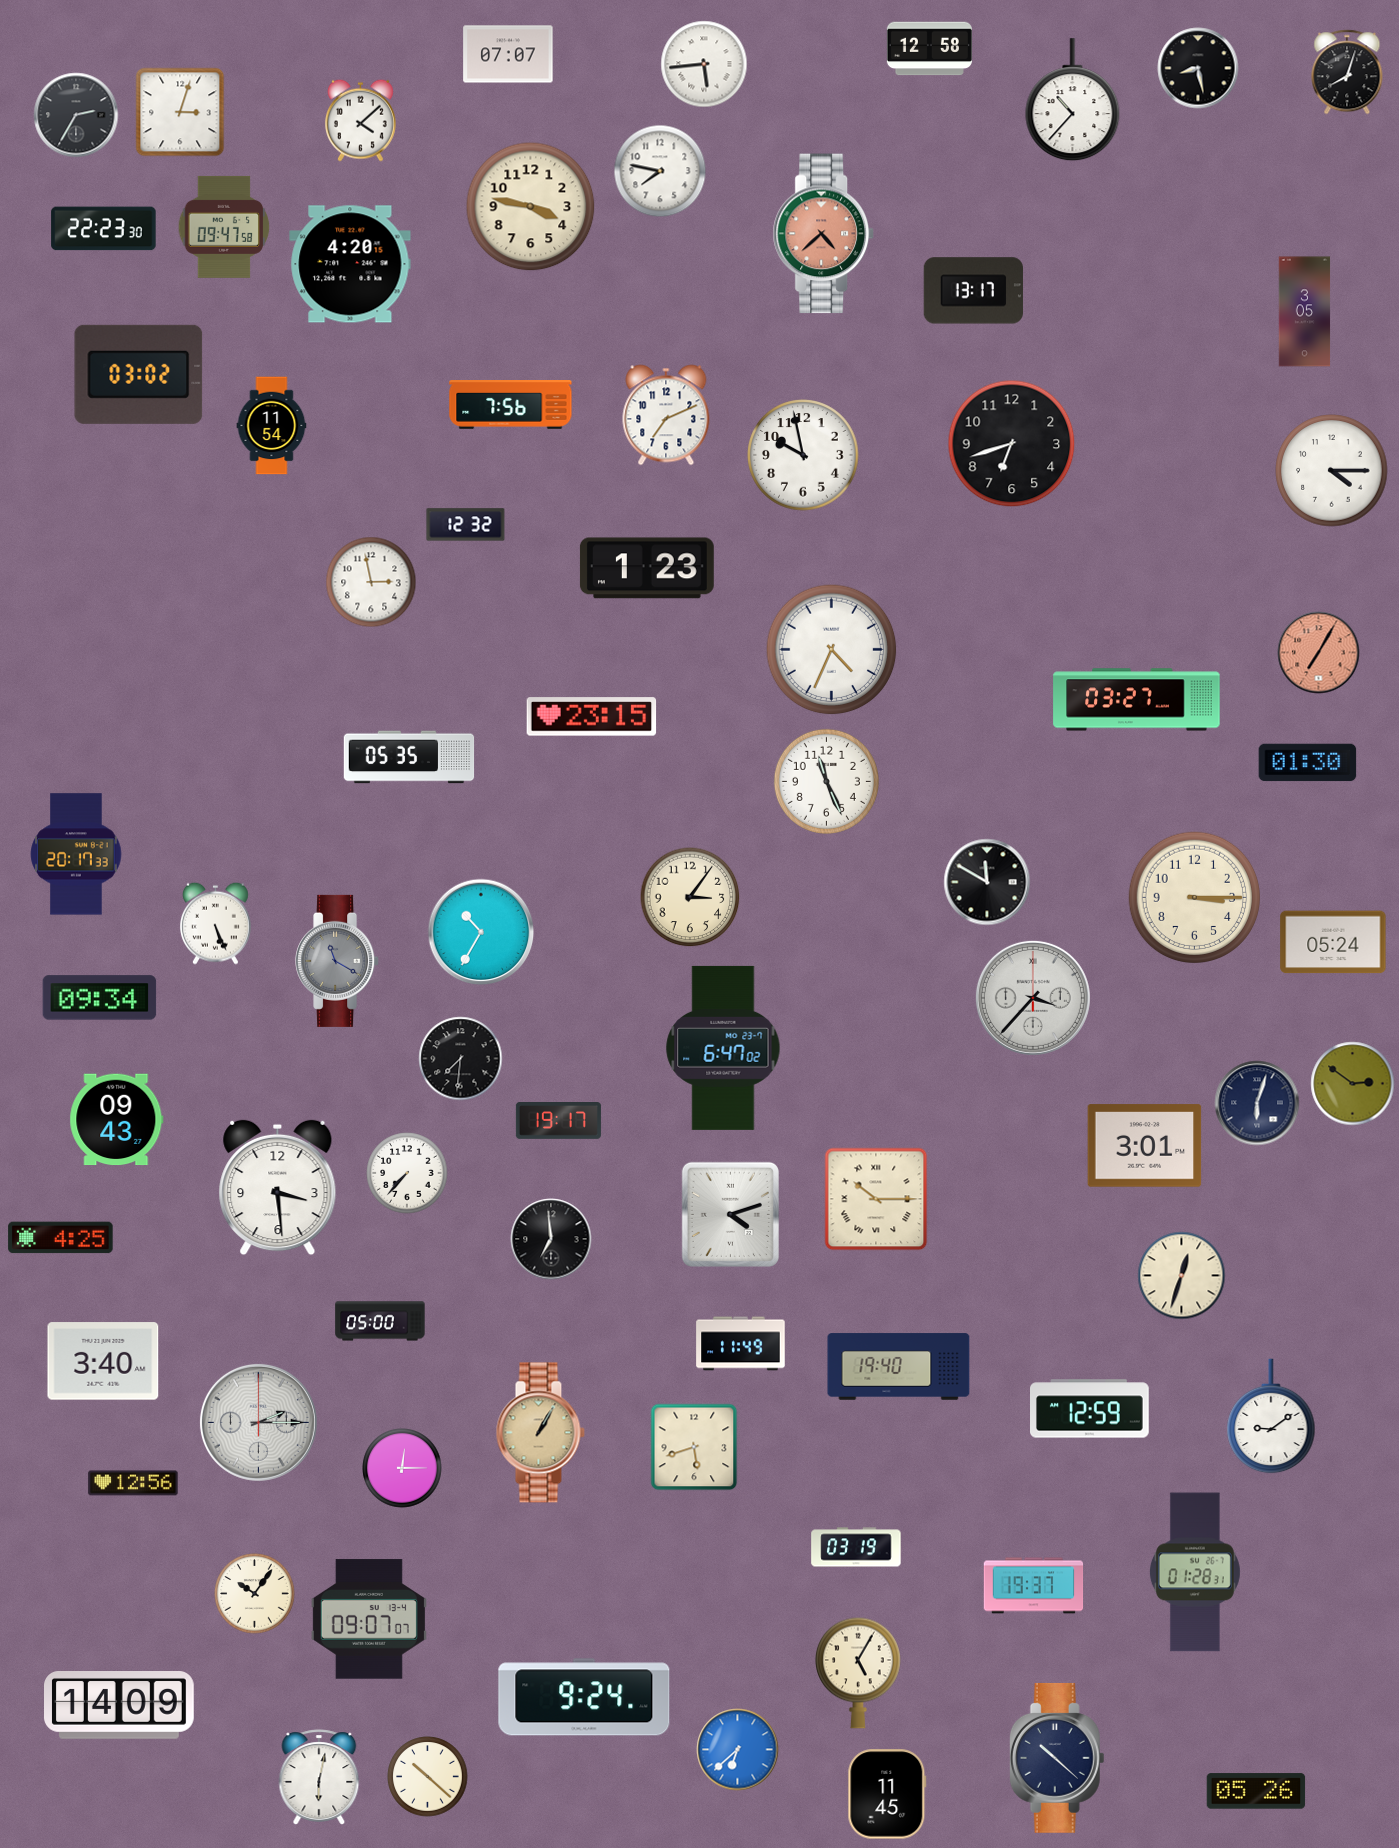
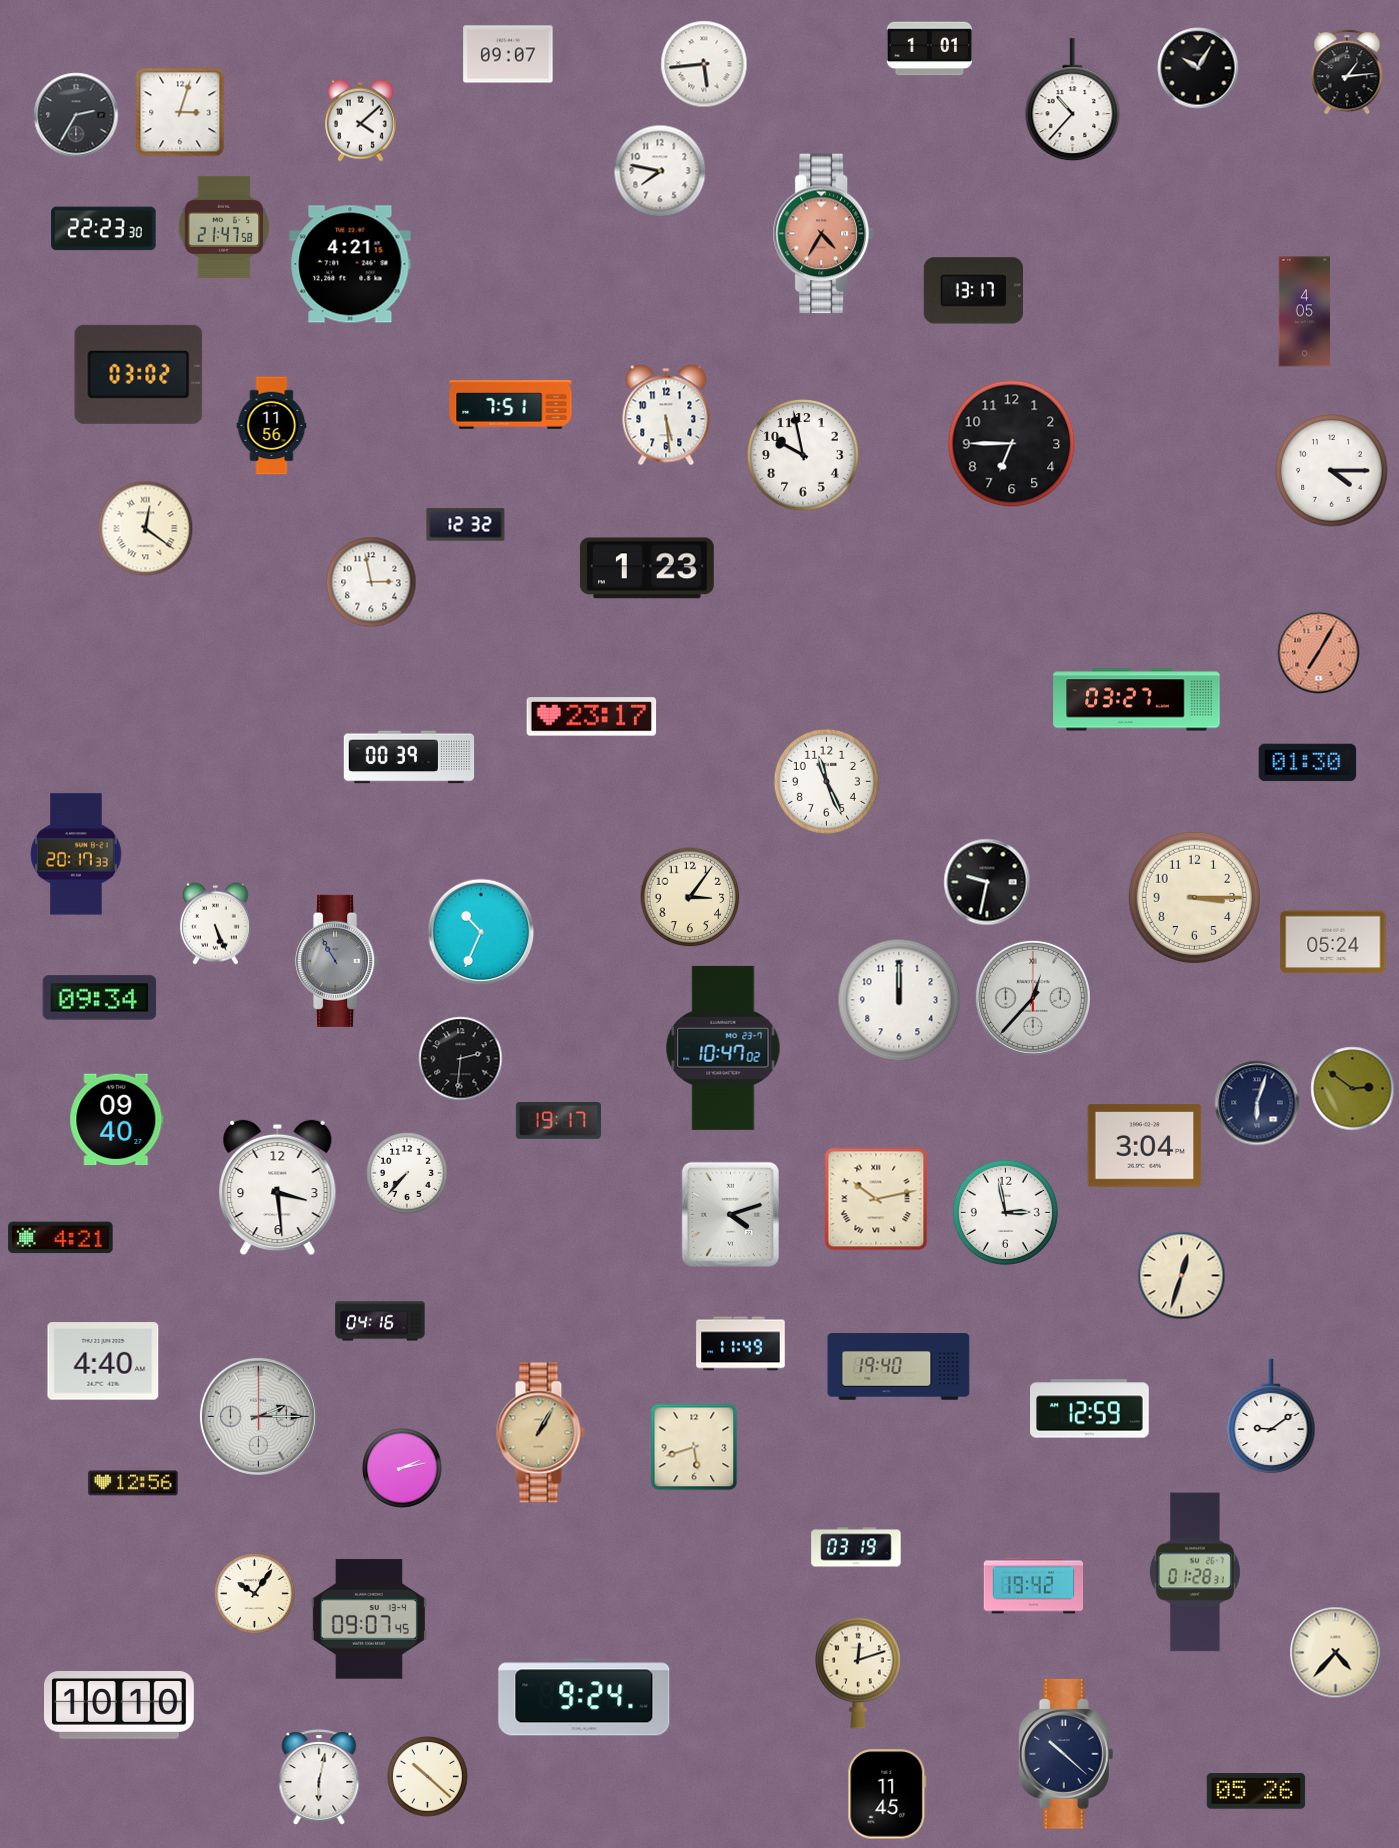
clock at (929, 49): 12:58 -> 1:01
clock at (508, 54): 07:07 -> 09:07
clock at (1198, 68): 8:28 -> 10:05
clock at (1347, 72): 8:03 -> 1:14
clock at (531, 207): 3:47 -> none
clock at (224, 227): 09:47 -> 21:47
clock at (823, 234): 4:38 -> 4:35
clock at (350, 264): 4:20 -> 4:21
clock at (1305, 312): 3:05 -> 4:05
clock at (511, 405): 7:56 -> 7:51
clock at (666, 415): 7:11 -> 5:29
clock at (272, 426): 11:54 -> 11:56
clock at (1012, 444): 6:42 -> 6:45
clock at (146, 529): none -> 12:21
clock at (832, 650): 4:34 -> none
clock at (592, 717): 23:15 -> 23:17
clock at (409, 757): 05:35 -> 00:39
clock at (987, 882): 11:50 -> 9:32
clock at (481, 932): 10:35 -> 10:34
clock at (338, 961): 11:20 -> 10:55
clock at (1033, 998): 3:37 -> 12:37
clock at (899, 1000): none -> 12:00
clock at (723, 1048): 6:47 -> 10:47
clock at (461, 1059): 7:31 -> 2:31
clock at (1353, 1084) position: (1353, 1084) -> (1353, 1089)
clock at (117, 1120): 09:43 -> 09:40
clock at (1145, 1146): 3:01 -> 3:04
clock at (876, 1199): 10:15 -> 10:13
clock at (1005, 1212): none -> 2:58
clock at (61, 1238): 4:25 -> 4:21
clock at (551, 1239): 6:59 -> none
clock at (380, 1321): 05:00 -> 04:16
clock at (103, 1361): 3:40 -> 4:40
clock at (258, 1422) position: (258, 1422) -> (258, 1416)
clock at (402, 1468): 12:15 -> 2:13
clock at (1034, 1586): 19:37 -> 19:42
clock at (369, 1619): 09:07:07 -> 09:07:45
clock at (1336, 1653): none -> 4:37
clock at (859, 1673): 5:05 -> 12:12
clock at (120, 1706): 14:09 -> 10:10
clock at (738, 1750): 6:38 -> none
clock at (1057, 1758) position: (1057, 1758) -> (1066, 1754)
